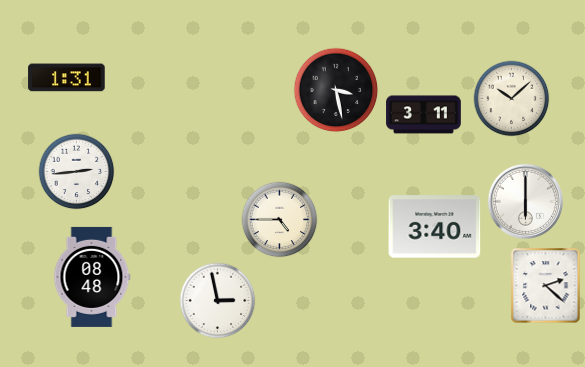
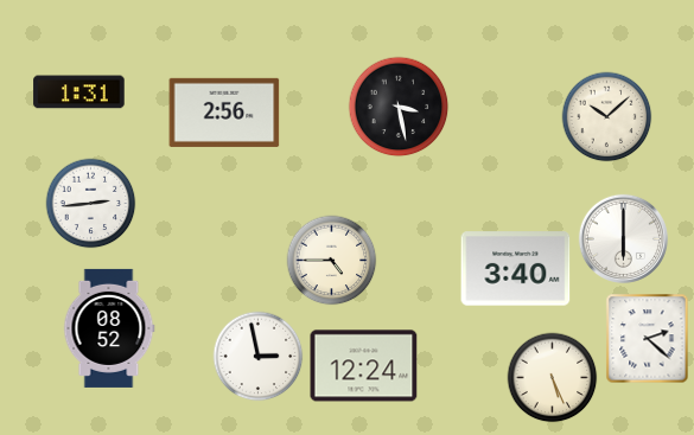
clock at (224, 113): none -> 2:56
clock at (424, 115): 3:11 -> none
clock at (92, 277): 08:48 -> 08:52
clock at (364, 366): none -> 12:24
clock at (553, 378): none -> 5:26
